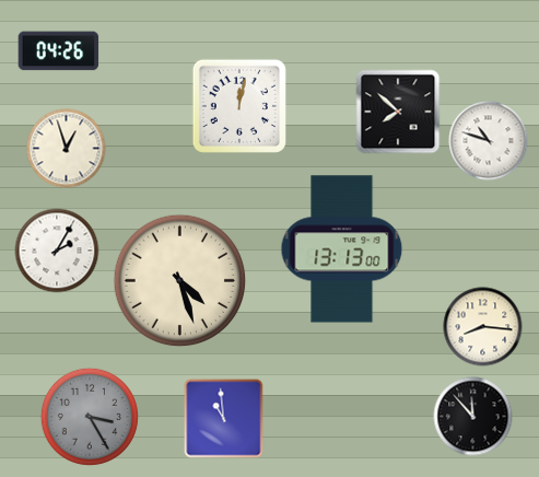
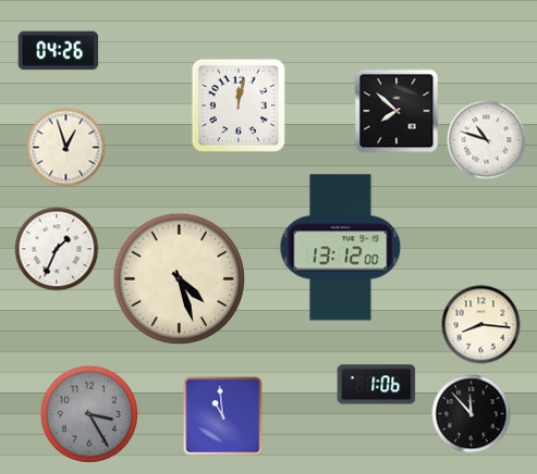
clock at (342, 249): 13:13 -> 13:12
clock at (57, 251): 2:05 -> 1:34
clock at (377, 385): none -> 1:06
